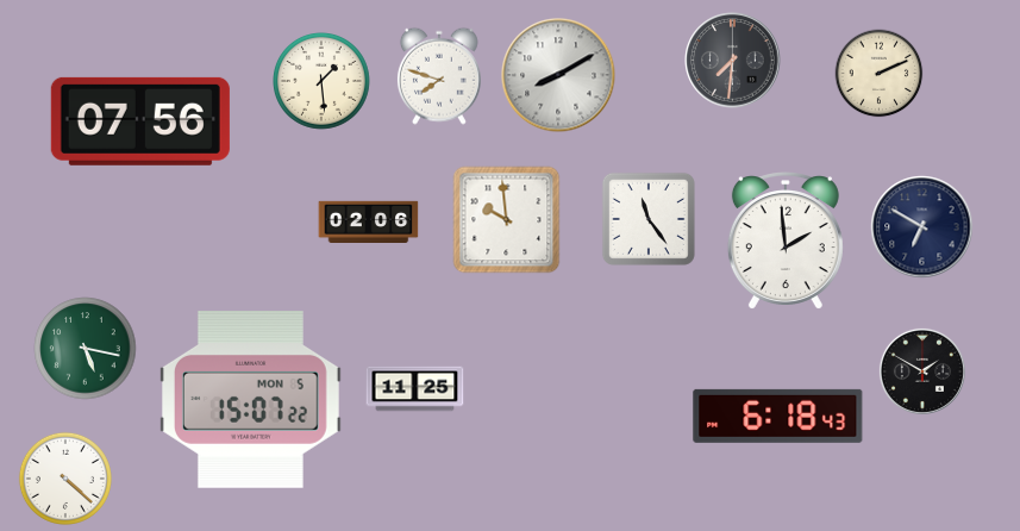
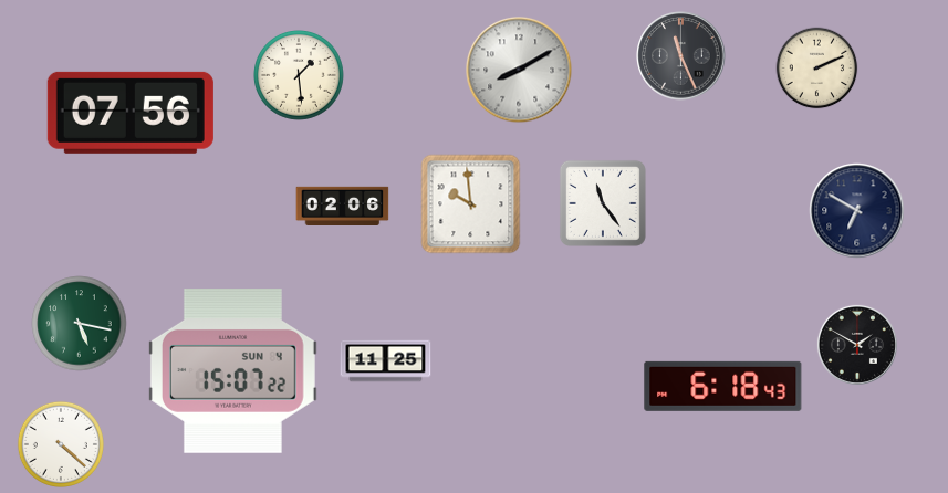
clock at (733, 61): 7:31 -> 11:26
clock at (439, 76): 7:48 -> none
clock at (786, 240): 1:59 -> none
clock at (250, 400) date: MON 5 -> SUN 4
